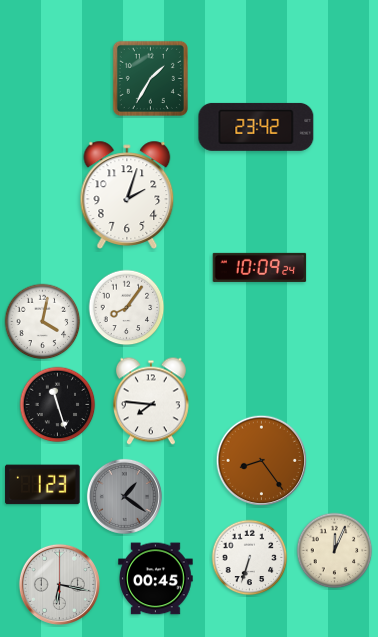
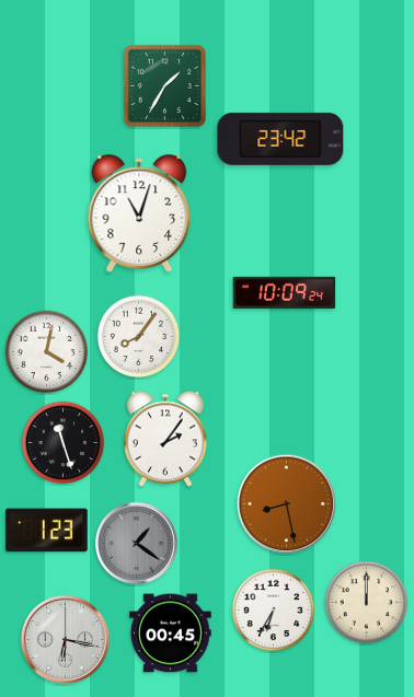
clock at (127, 195): 2:03 -> 11:03
clock at (151, 401): 7:46 -> 2:06
clock at (262, 461): 8:24 -> 8:28
clock at (335, 551): 12:04 -> 12:00
clock at (250, 558): 6:33 -> 6:35
